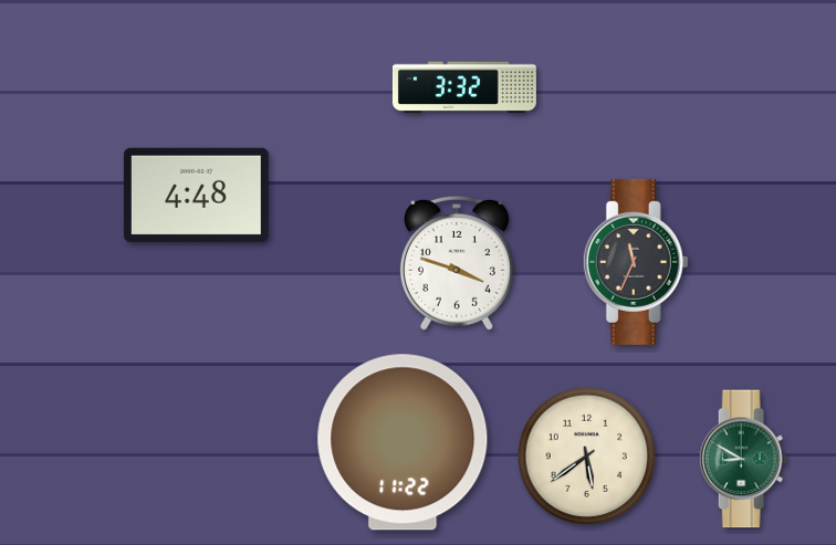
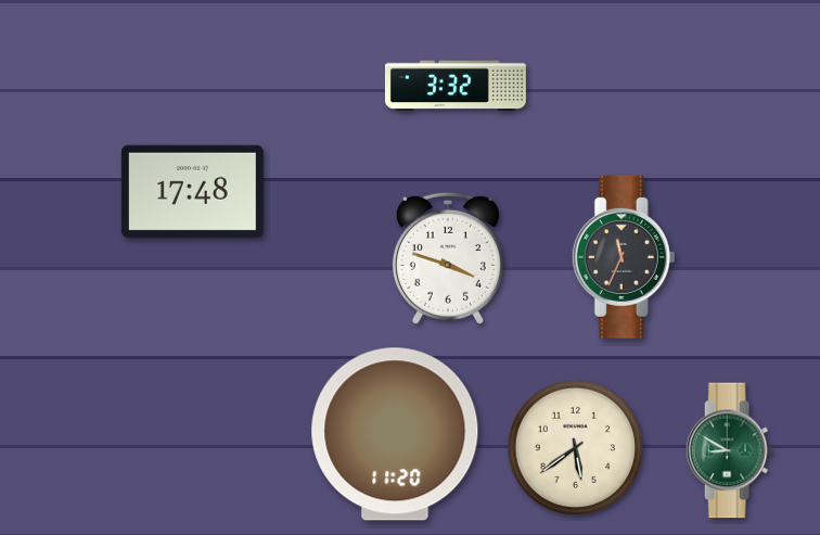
clock at (196, 195): 4:48 -> 17:48
clock at (403, 442): 11:22 -> 11:20
